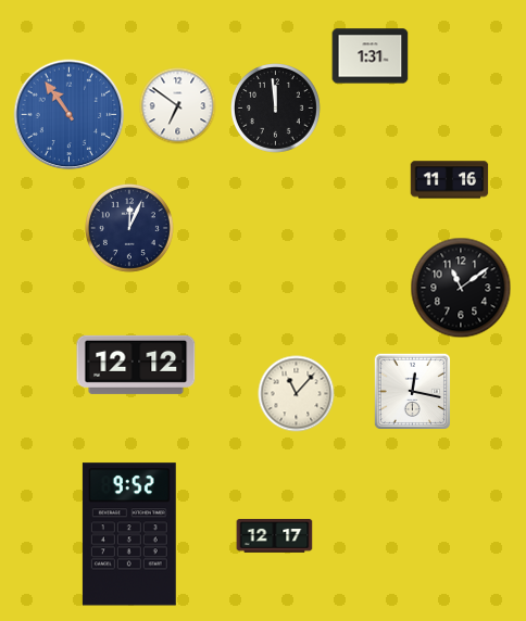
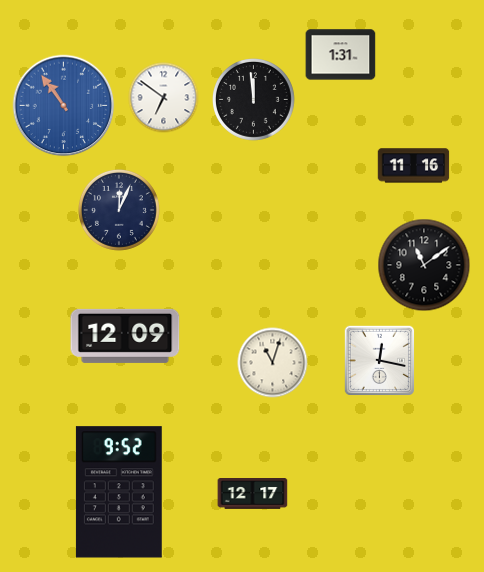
clock at (371, 56) position: (371, 56) -> (341, 55)
clock at (136, 365): 12:12 -> 12:09
clock at (297, 394): 11:07 -> 11:03
